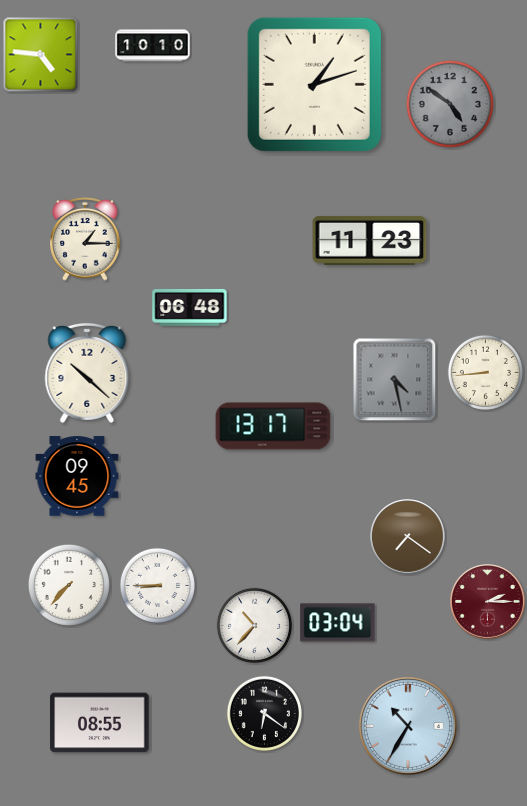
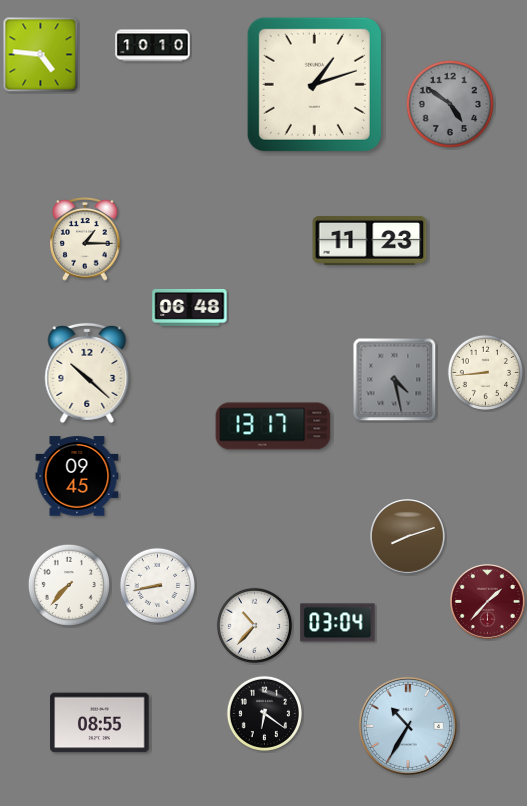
clock at (408, 537): 7:21 -> 8:12
clock at (157, 585): 8:45 -> 8:43
clock at (488, 602): 2:15 -> 1:37
